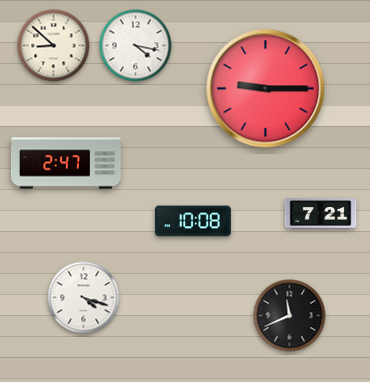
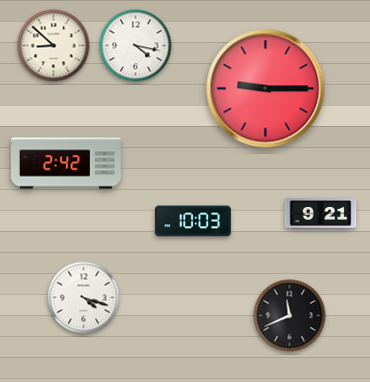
clock at (66, 163): 2:47 -> 2:42
clock at (321, 214): 7:21 -> 9:21
clock at (193, 221): 10:08 -> 10:03
